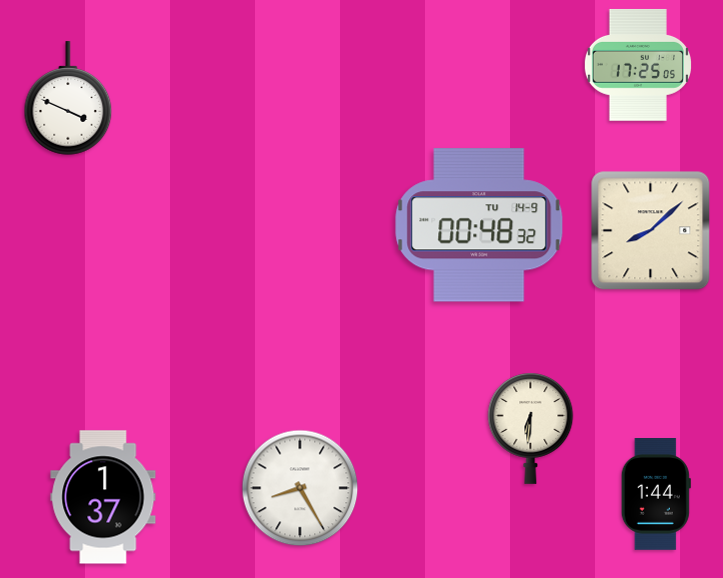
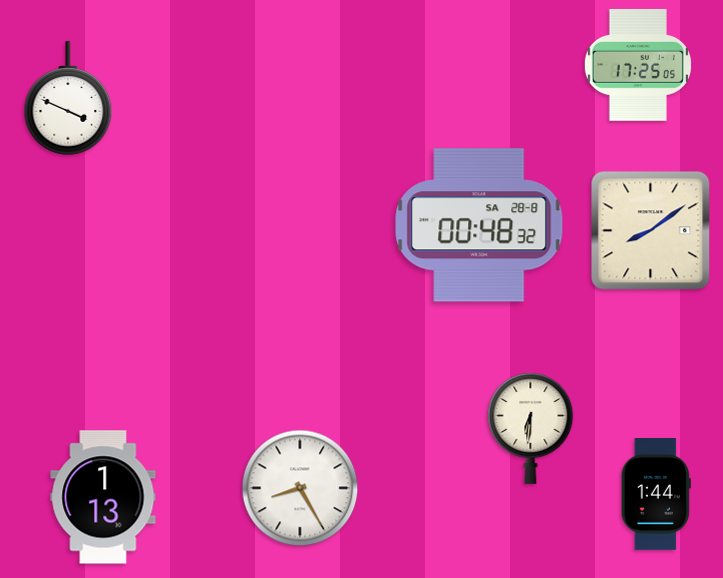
clock at (479, 225) date: TU 14-9 -> SA 28-8
clock at (651, 231): 8:08 -> 8:09
clock at (103, 497): 1:37 -> 1:13
